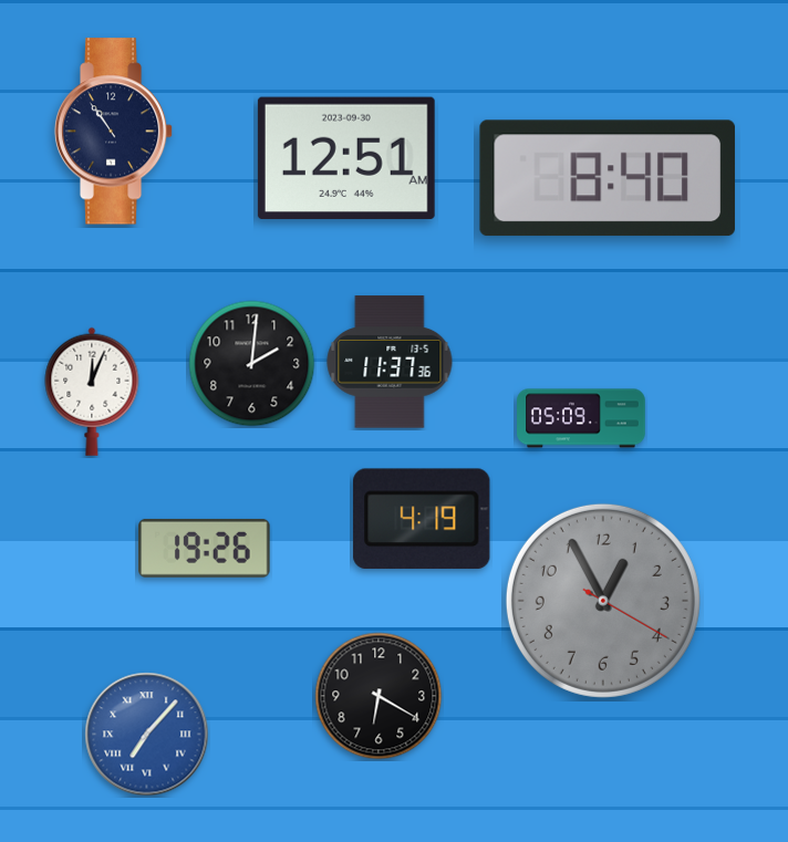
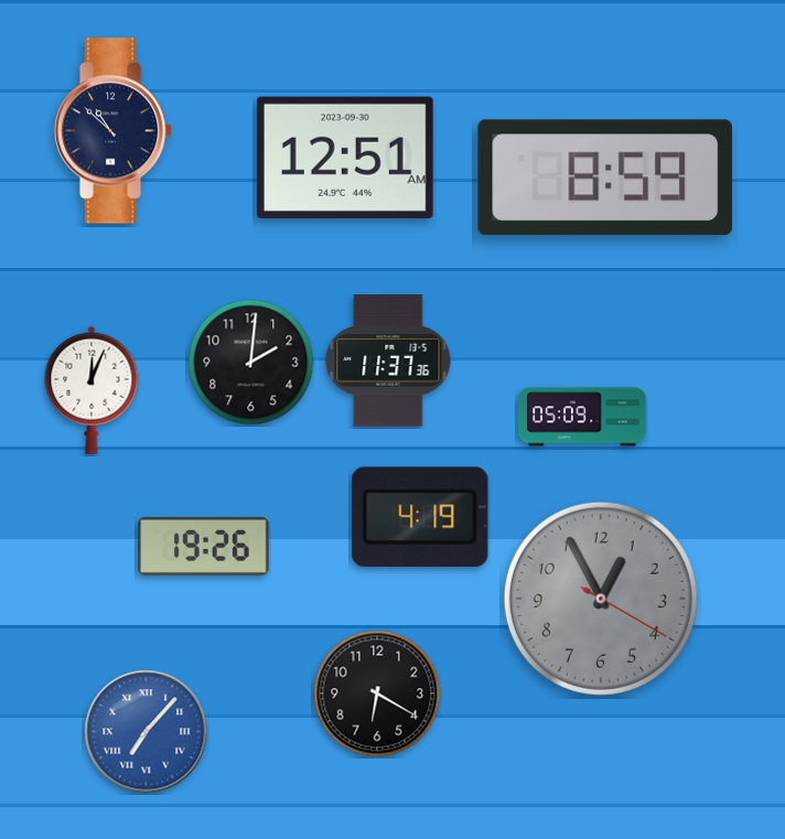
clock at (114, 132): 10:54 -> 10:52
clock at (608, 178): 8:40 -> 8:59
clock at (581, 418) position: (581, 418) -> (582, 417)
